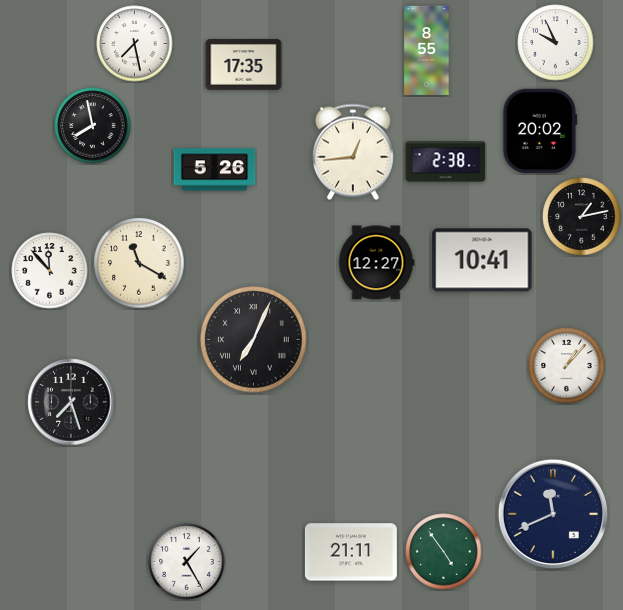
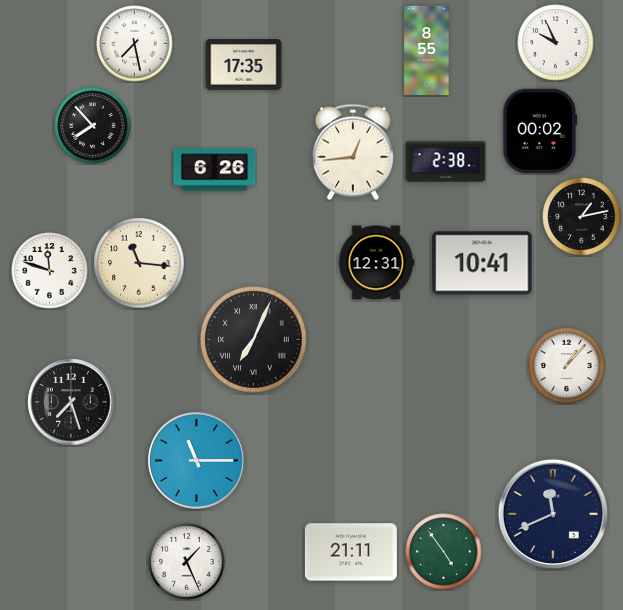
clock at (93, 126): 7:58 -> 7:53
clock at (540, 131): 20:02 -> 00:02
clock at (215, 170): 5:26 -> 6:26
clock at (482, 260) position: (482, 260) -> (482, 263)
clock at (139, 263): 11:20 -> 11:16
clock at (376, 263): 12:27 -> 12:31
clock at (50, 271): 11:53 -> 11:48
clock at (196, 460): none -> 11:15
clock at (187, 562): 1:25 -> 1:26
